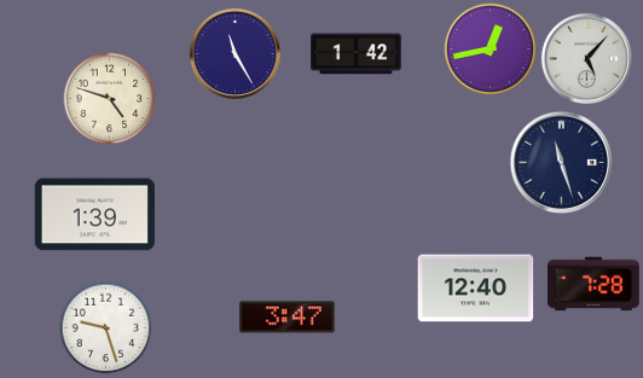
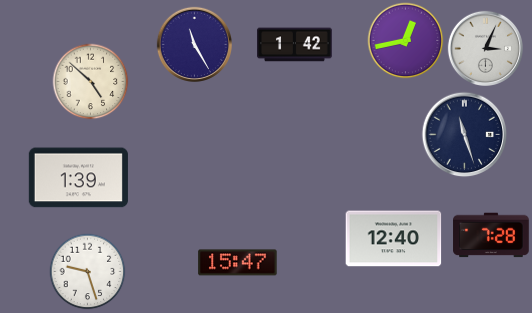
clock at (586, 58): 5:07 -> 3:04
clock at (110, 99): 4:48 -> 4:52
clock at (288, 318): 3:47 -> 15:47
